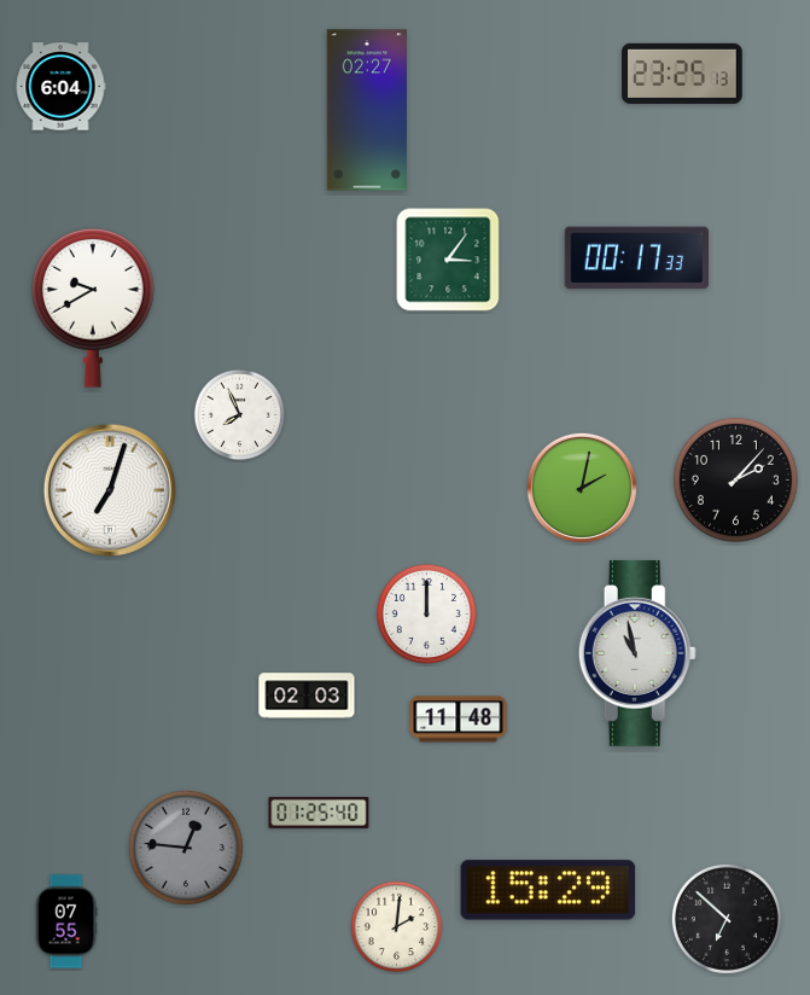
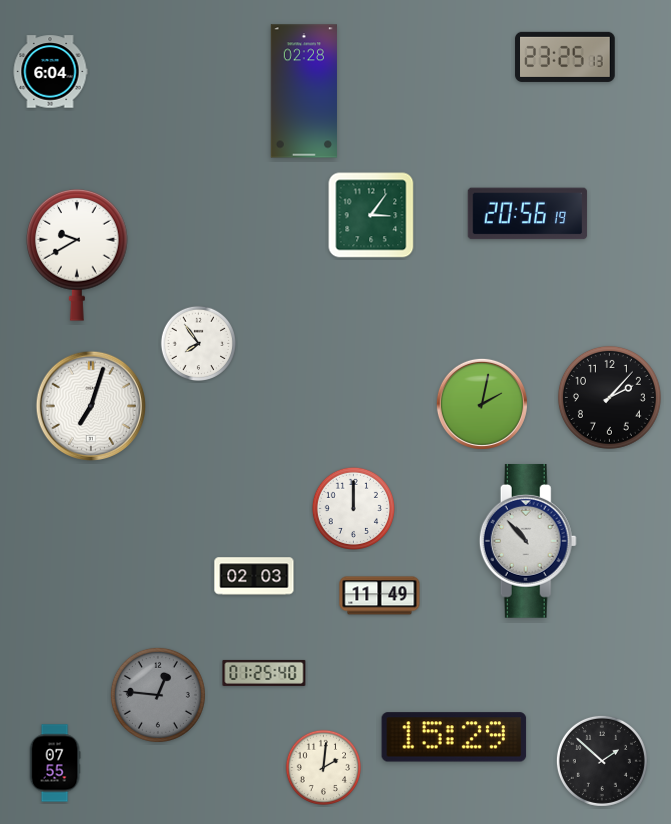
clock at (682, 74) position: (682, 74) -> (565, 57)
clock at (366, 110): 02:27 -> 02:28
clock at (637, 258): 00:17 -> 20:56
clock at (240, 415): 7:56 -> 7:54
clock at (637, 653): 10:58 -> 10:53
clock at (459, 720): 11:48 -> 11:49
clock at (186, 848) position: (186, 848) -> (158, 695)
clock at (727, 919): 6:52 -> 1:52
clock at (397, 927) position: (397, 927) -> (324, 768)
